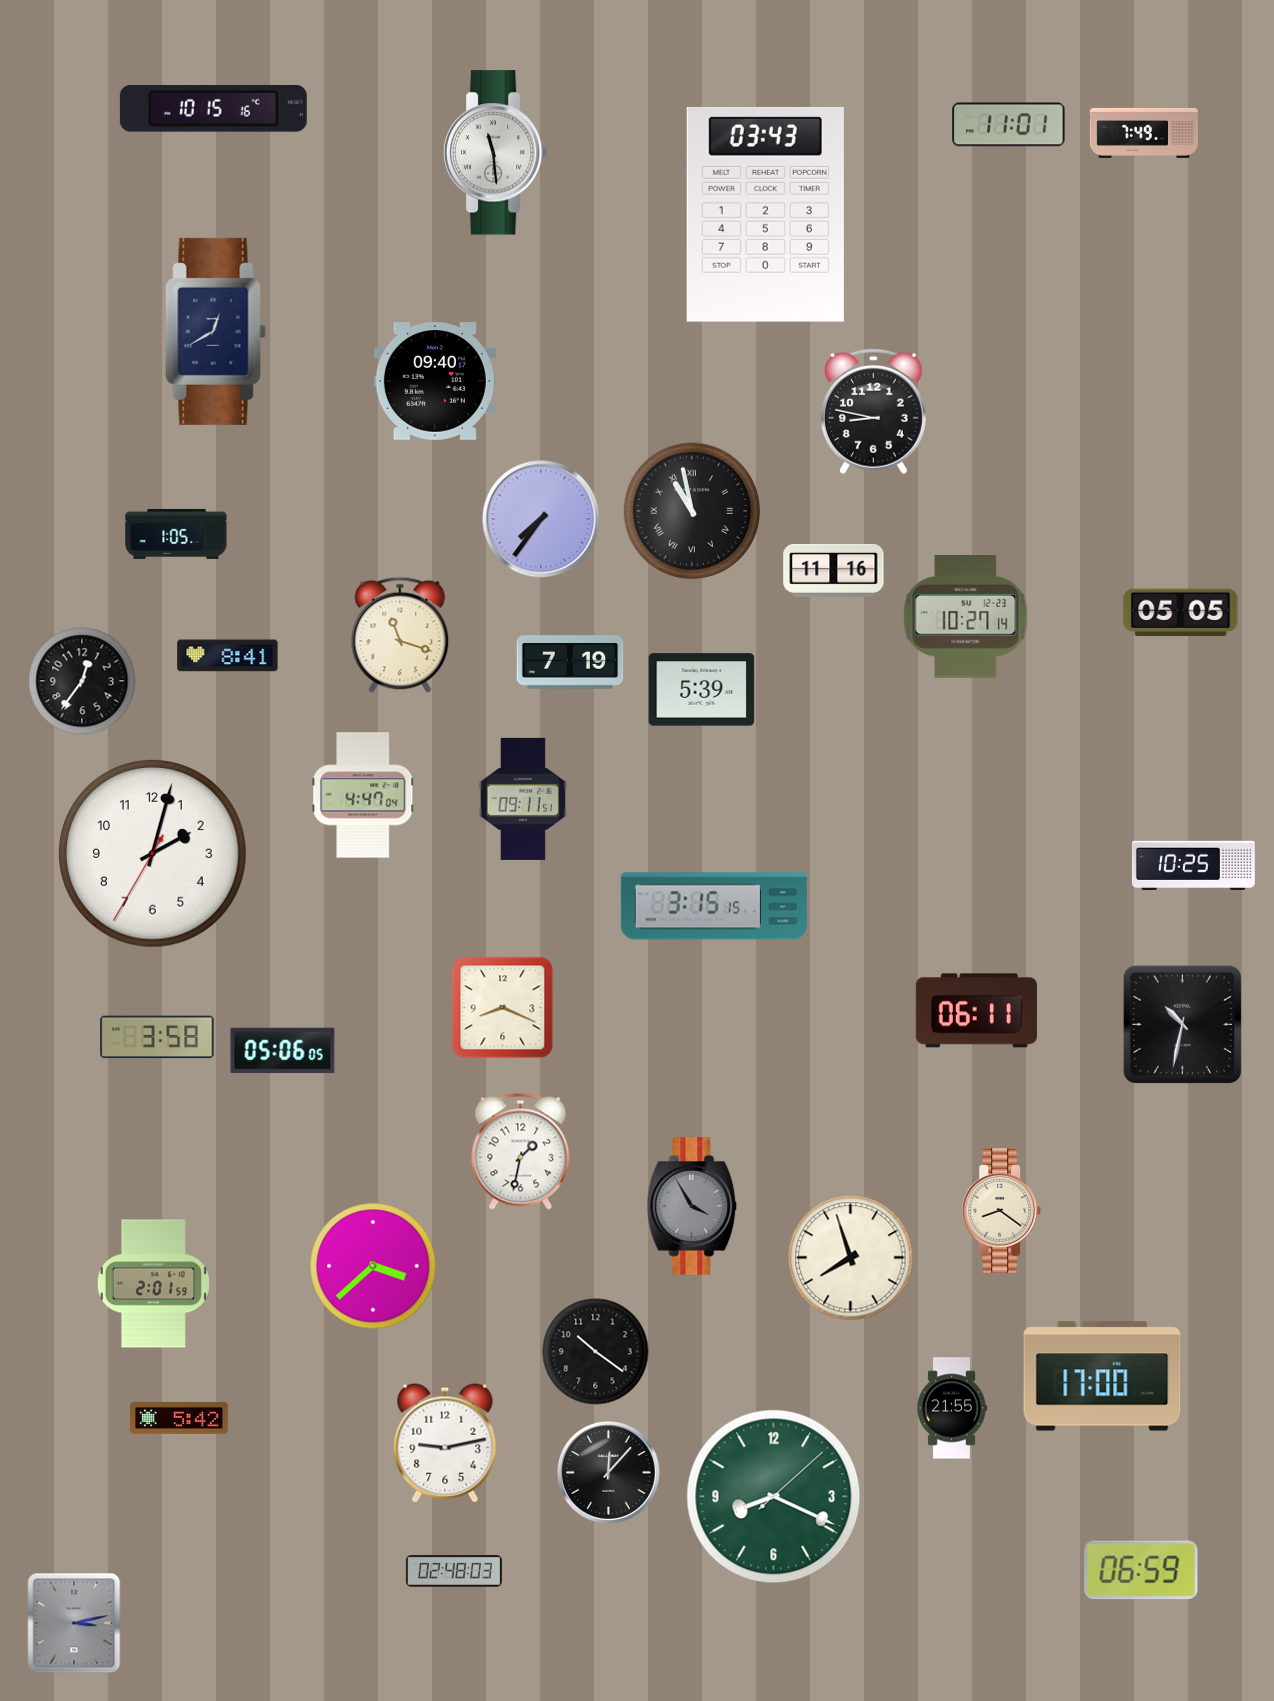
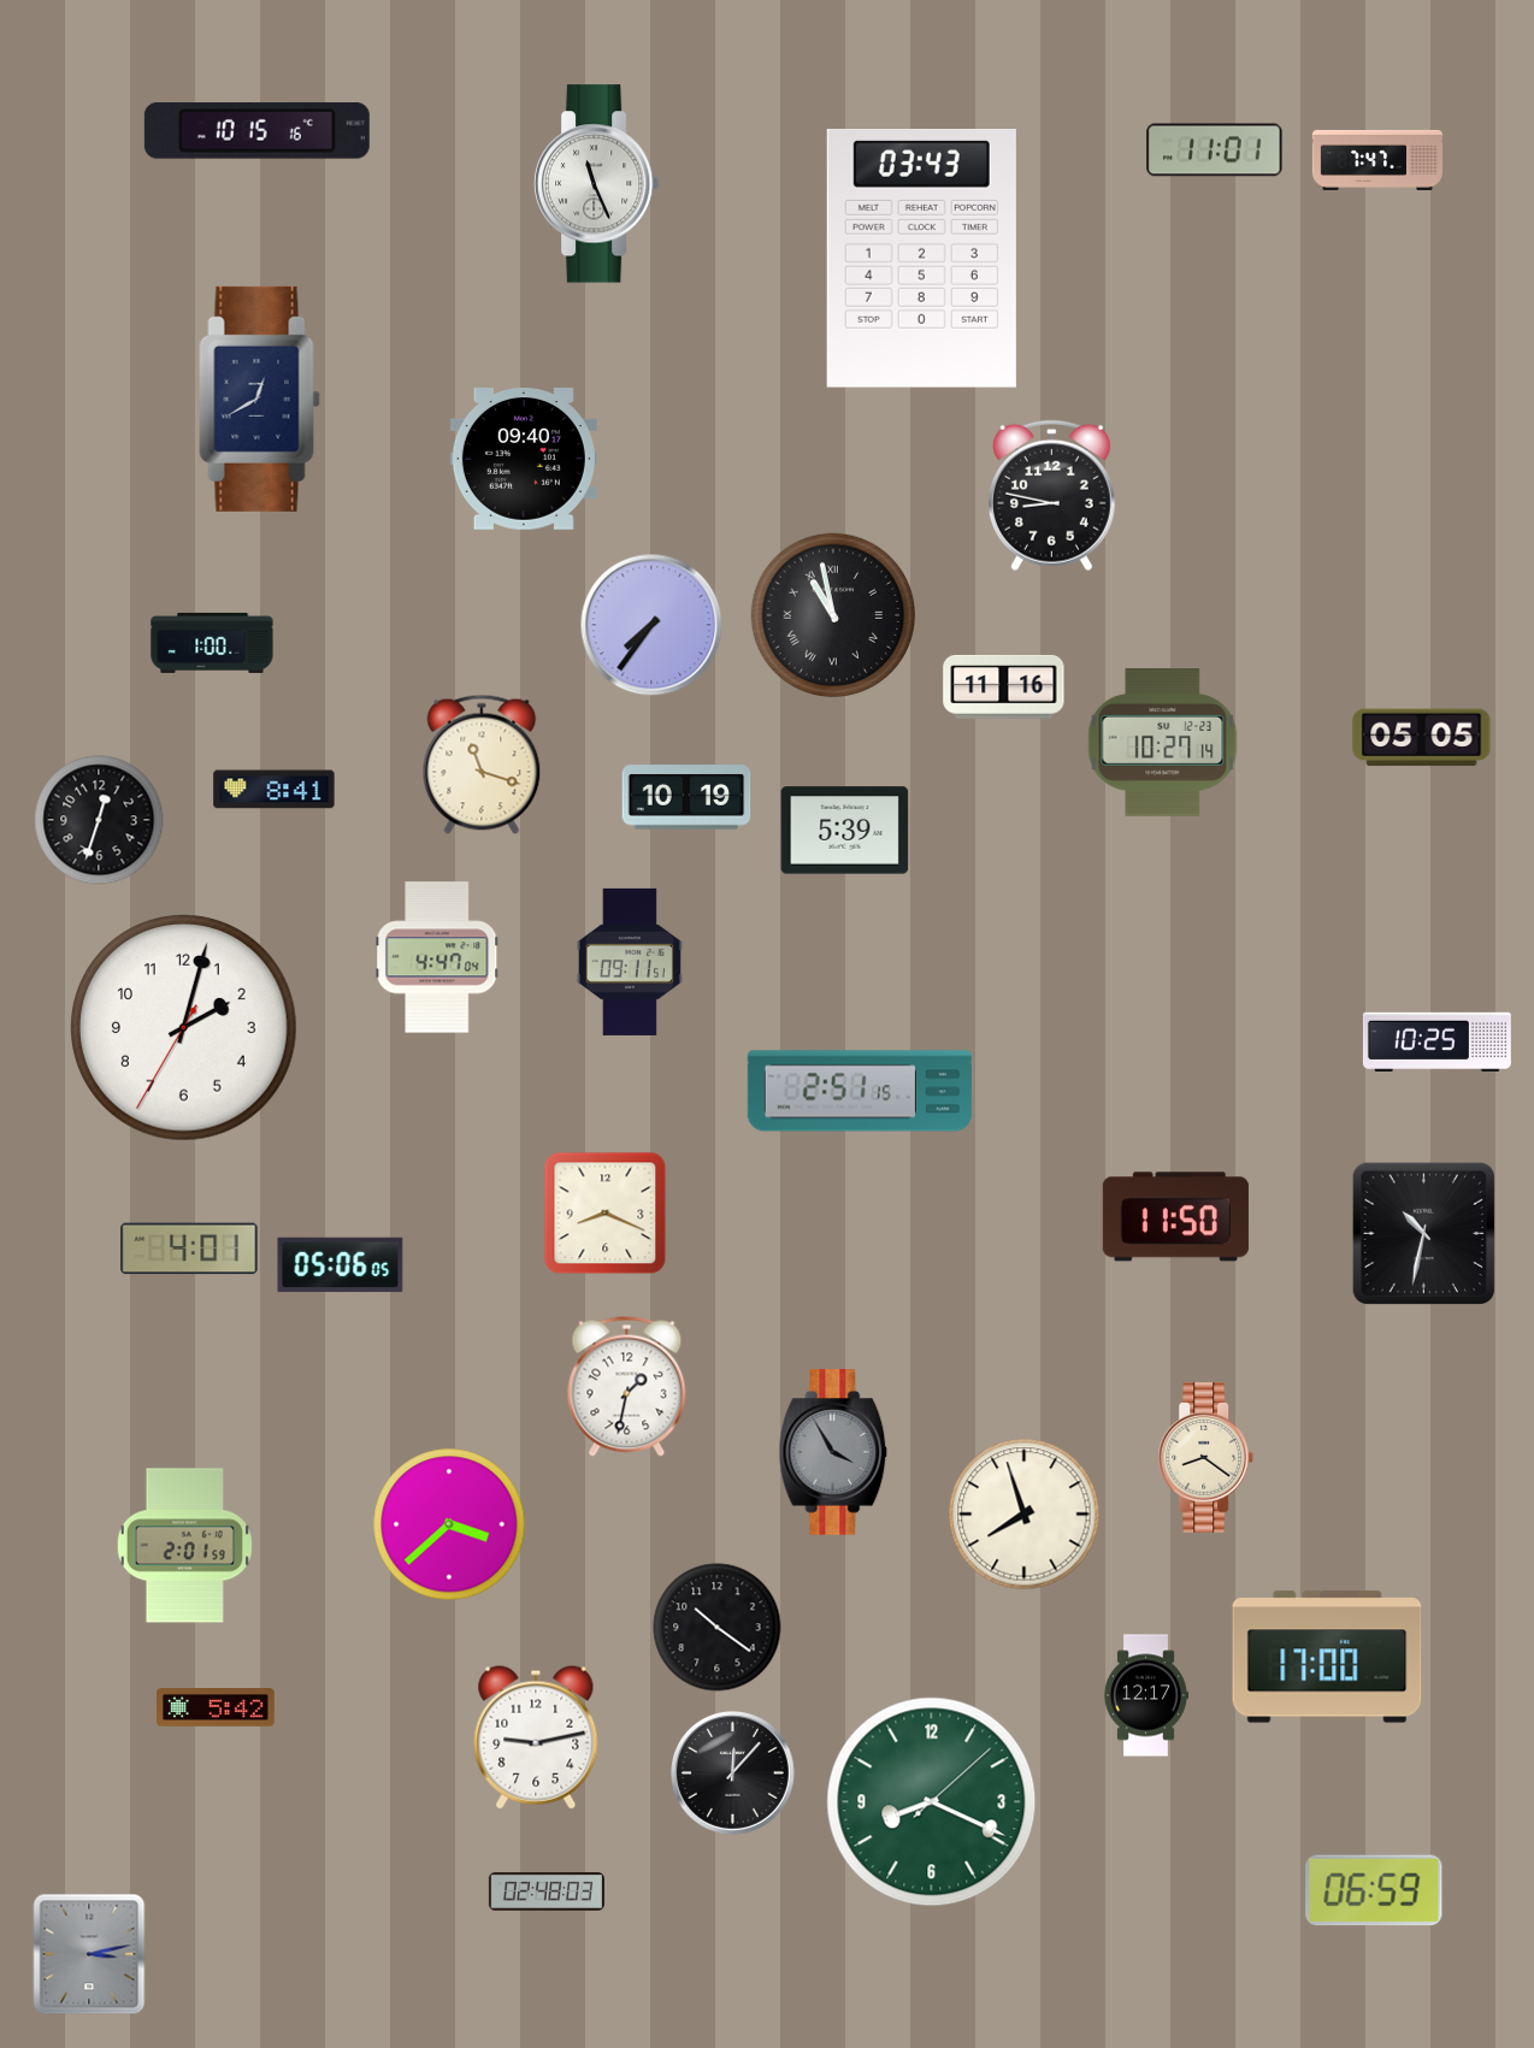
clock at (1143, 133): 7:49 -> 7:47
clock at (495, 153): 11:29 -> 11:26
clock at (176, 534): 1:05 -> 1:00
clock at (570, 662): 7:19 -> 10:19
clock at (82, 681): 12:36 -> 12:33
clock at (714, 906): 3:15 -> 2:51
clock at (976, 1011): 06:11 -> 11:50
clock at (157, 1037): 3:58 -> 4:01
clock at (952, 1408): 21:55 -> 12:17
